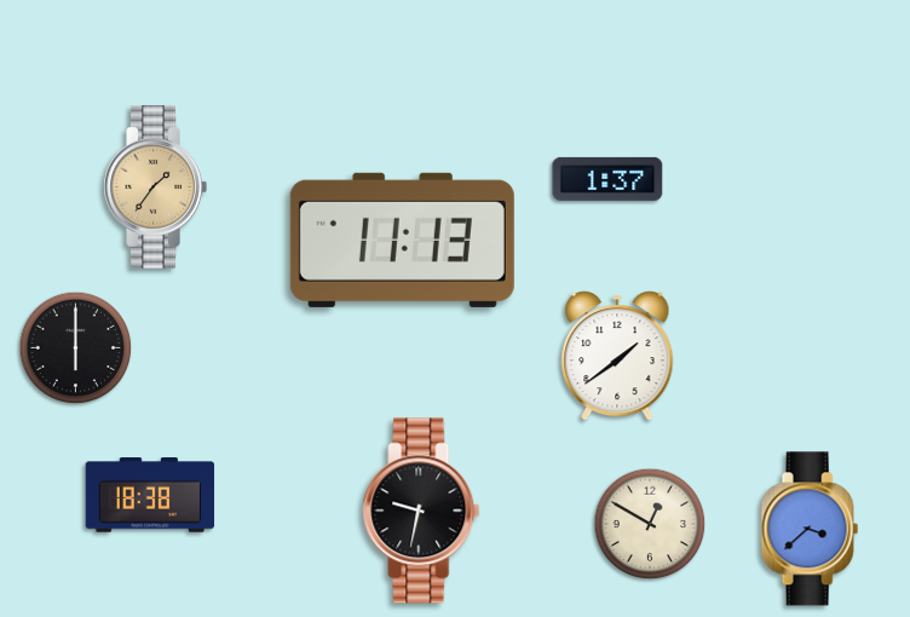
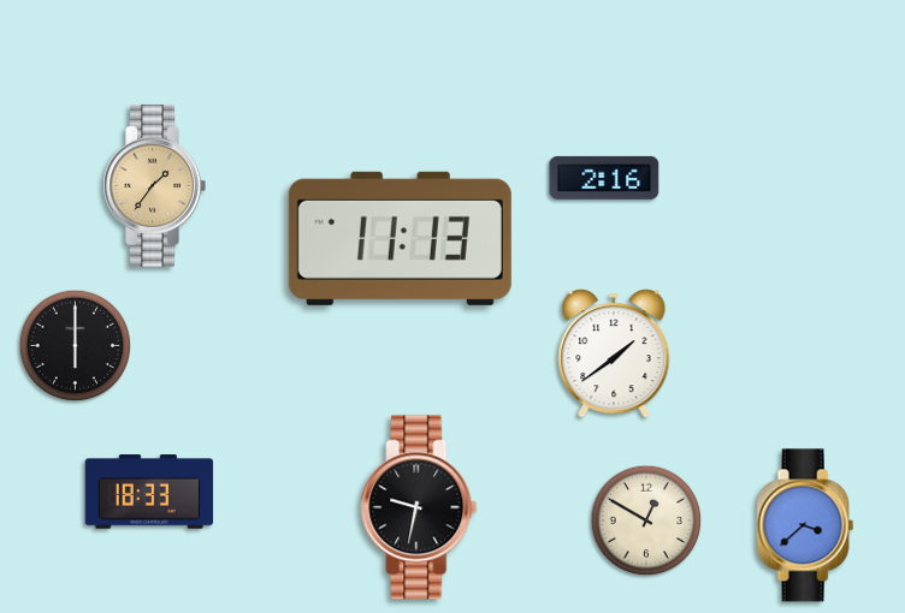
clock at (607, 179): 1:37 -> 2:16
clock at (150, 495): 18:38 -> 18:33
